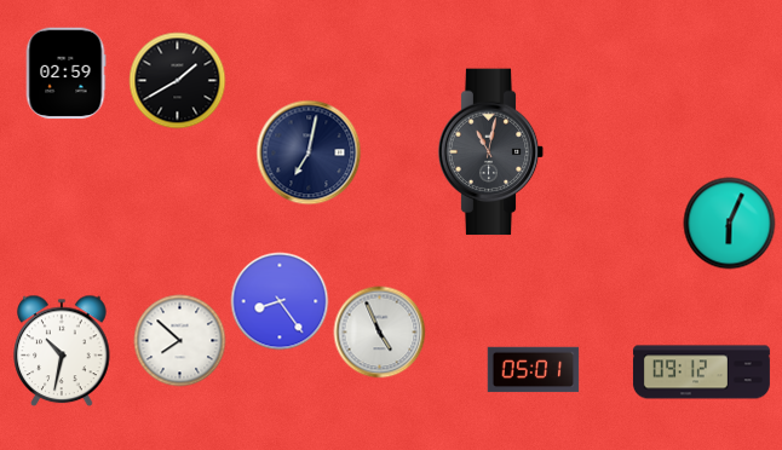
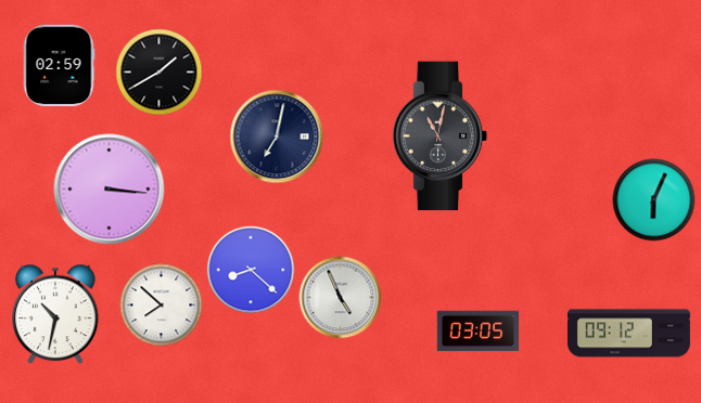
clock at (110, 190): none -> 3:16
clock at (280, 301): 8:24 -> 8:22
clock at (534, 370): 05:01 -> 03:05
